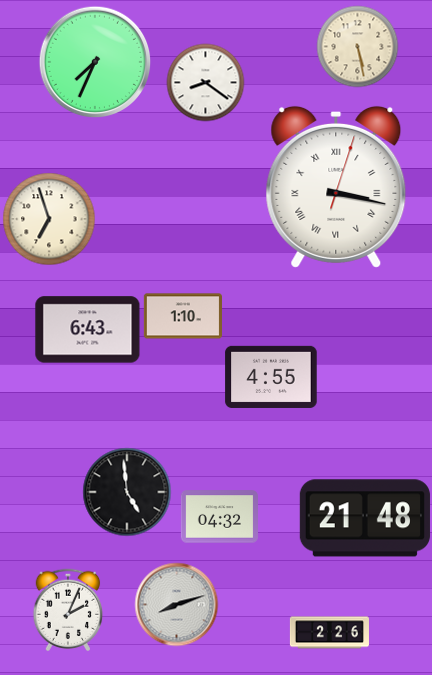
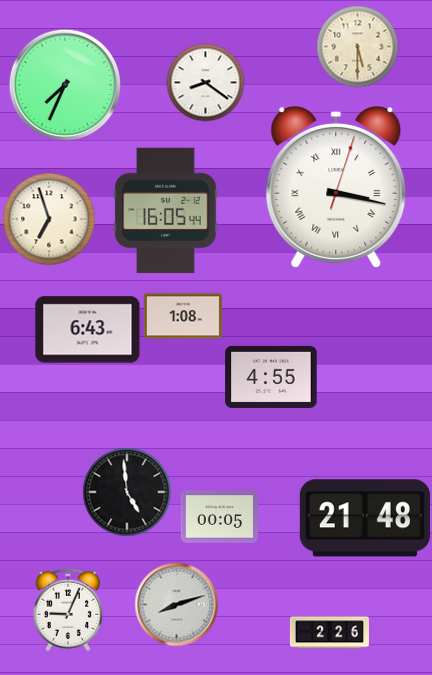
clock at (357, 46): 5:28 -> 5:30
clock at (95, 62) position: (95, 62) -> (65, 85)
clock at (166, 211): none -> 16:05
clock at (183, 316): 1:10 -> 1:08
clock at (219, 517): 04:32 -> 00:05
clock at (68, 610): 2:04 -> 9:04
